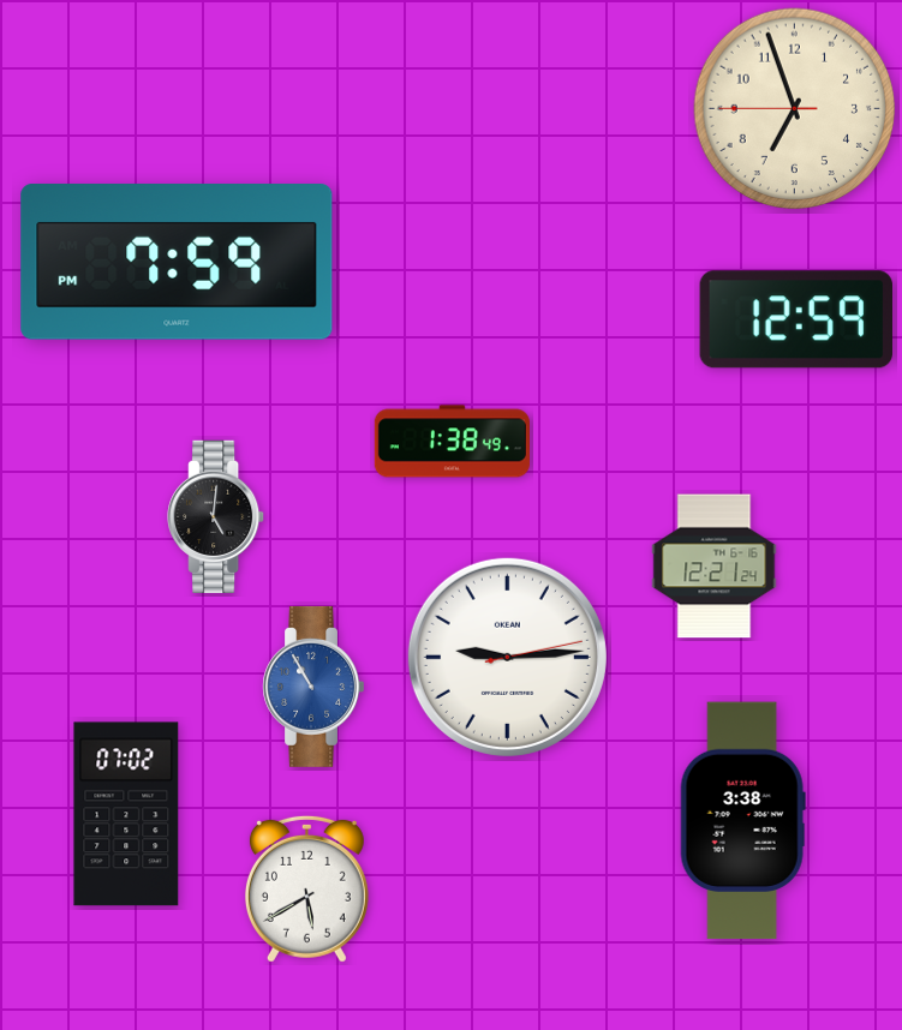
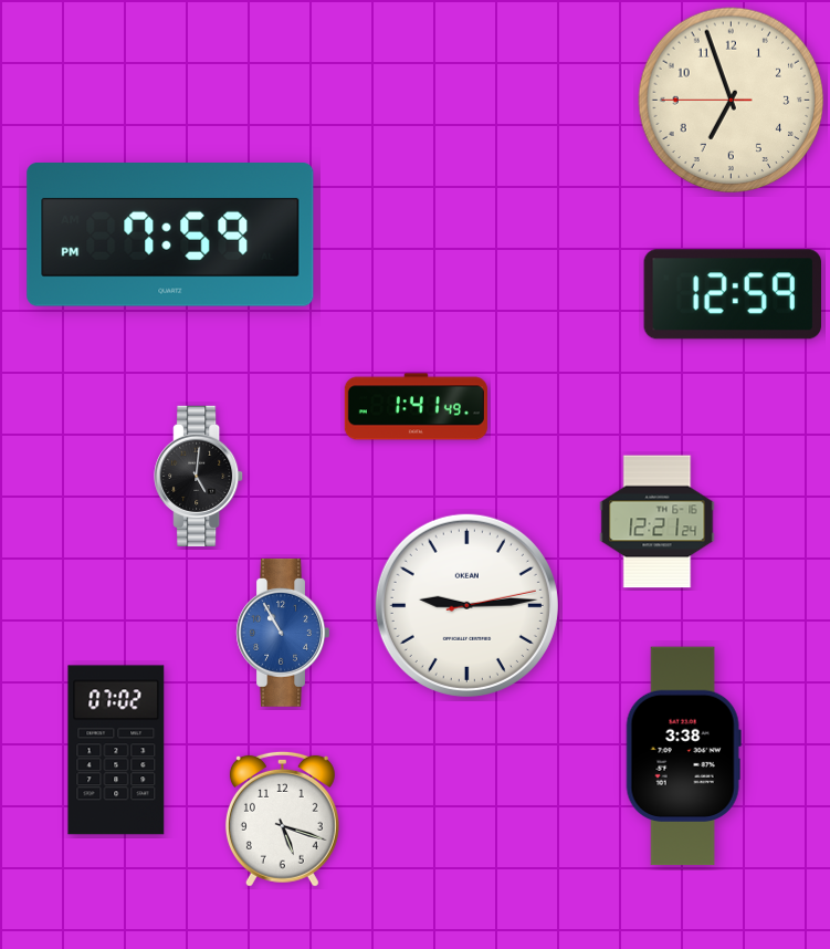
clock at (177, 263) position: (177, 263) -> (170, 236)
clock at (452, 442): 1:38 -> 1:41
clock at (312, 687) position: (312, 687) -> (282, 633)
clock at (306, 888): 5:40 -> 5:18
